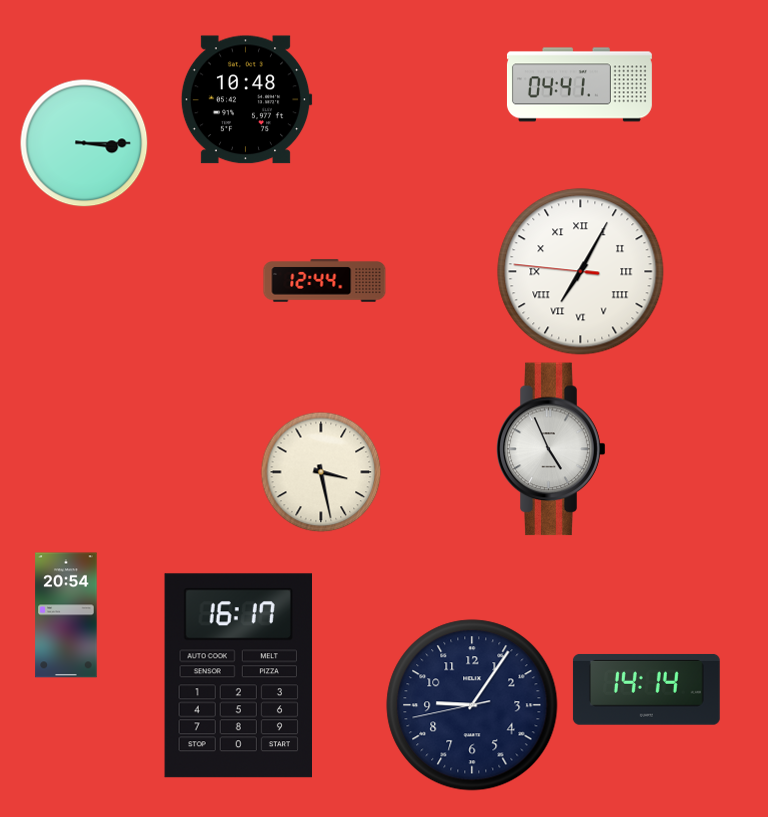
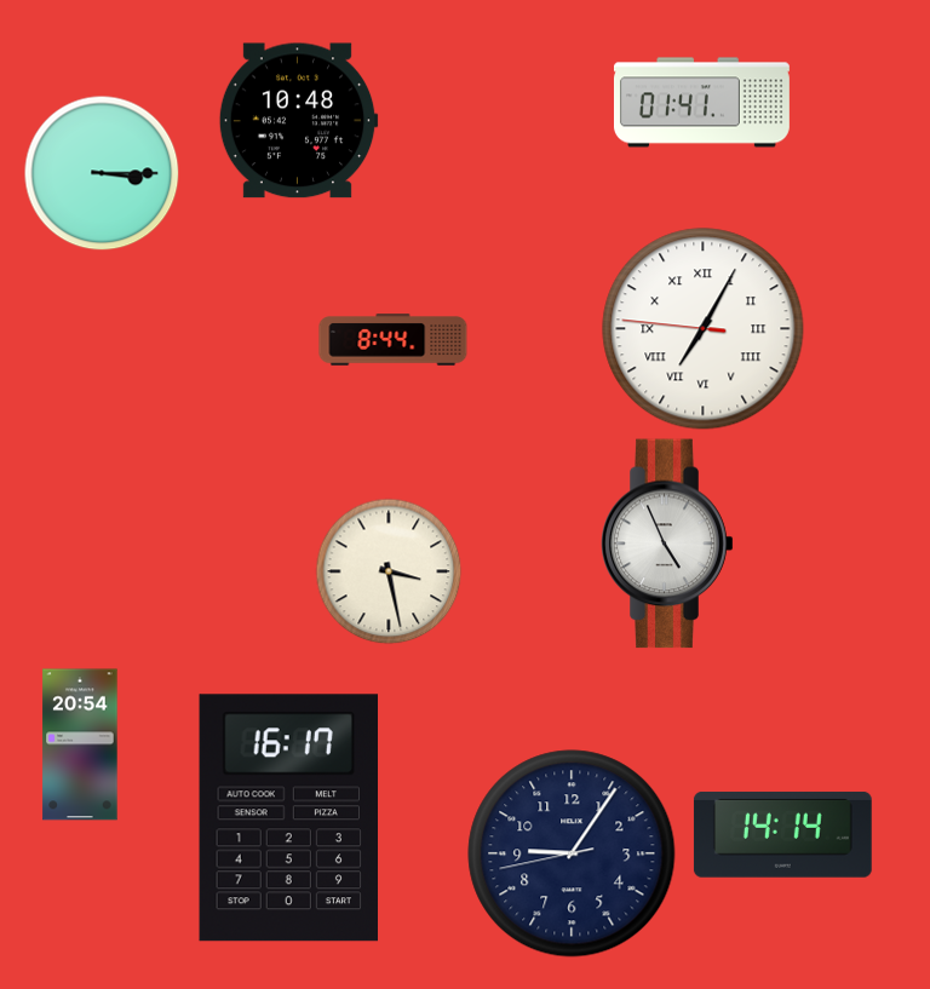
clock at (579, 85): 04:41 -> 01:41
clock at (325, 281): 12:44 -> 8:44
